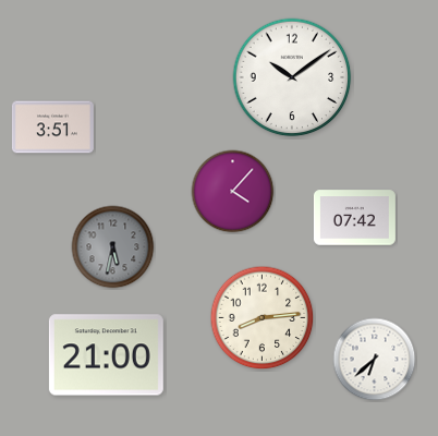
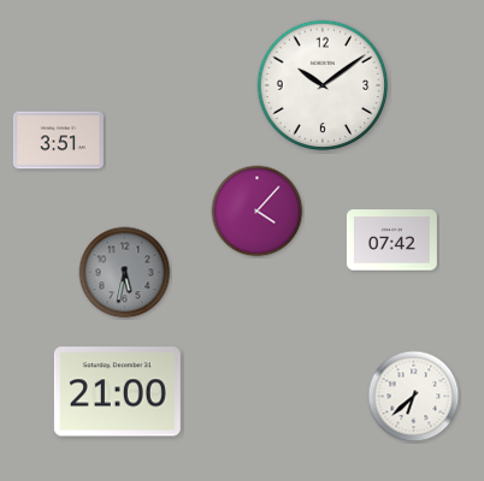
clock at (263, 318): 8:14 -> none
